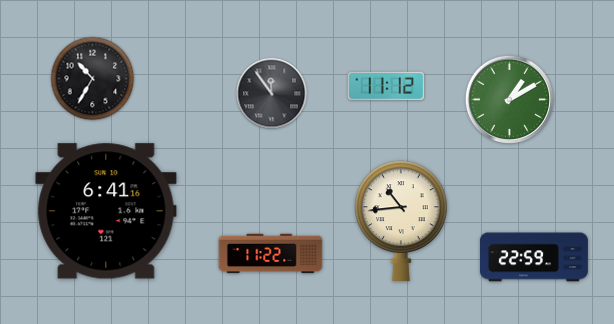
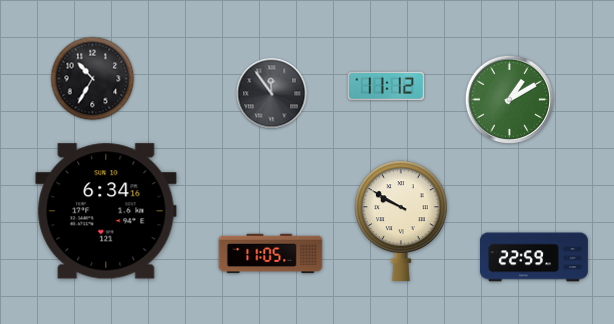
clock at (106, 211): 6:41 -> 6:34
clock at (402, 221): 10:44 -> 9:50
clock at (271, 254): 11:22 -> 11:05
